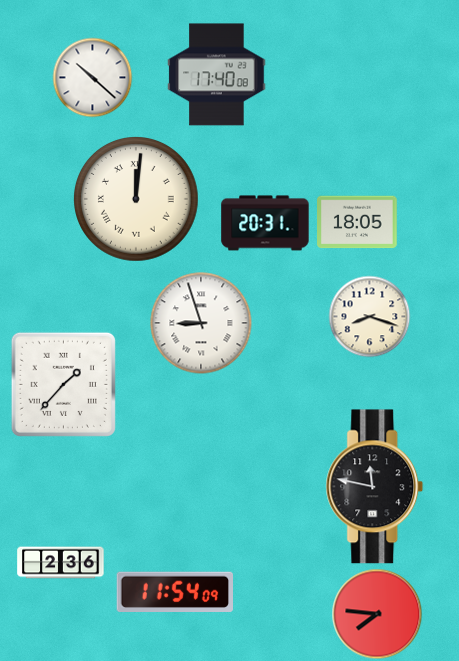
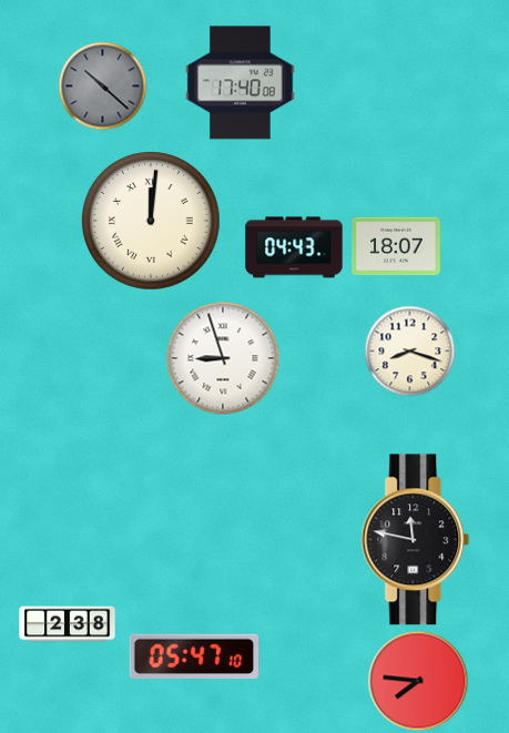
clock at (92, 77) dial: white -> grey
clock at (358, 222): 18:05 -> 18:07
clock at (265, 223): 20:31 -> 04:43
clock at (63, 384): 1:37 -> none
clock at (61, 563): 2:36 -> 2:38
clock at (174, 592): 11:54 -> 05:47
